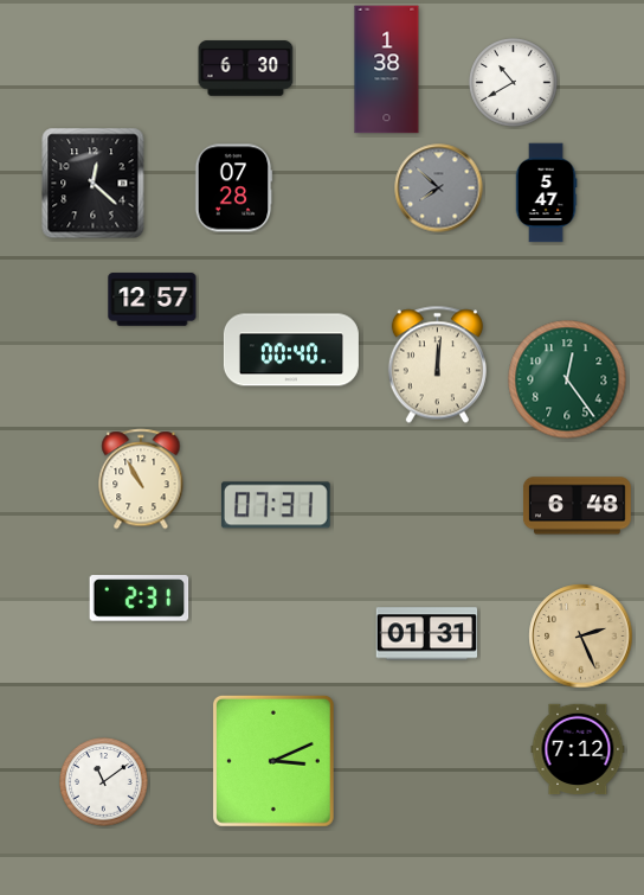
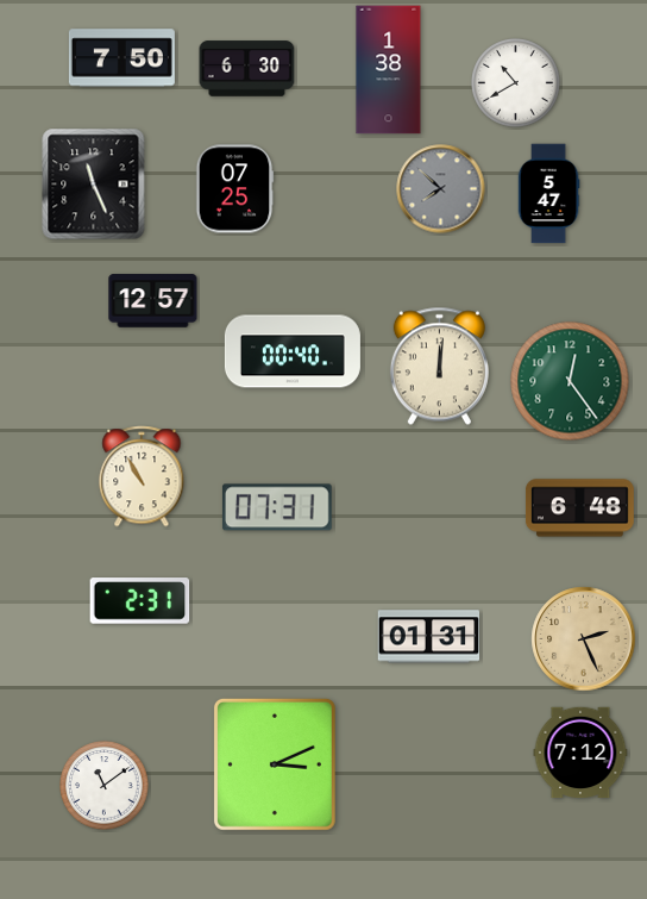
clock at (121, 58): none -> 7:50
clock at (94, 184): 12:22 -> 11:26
clock at (233, 188): 07:28 -> 07:25
clock at (141, 479) position: (141, 479) -> (142, 476)
